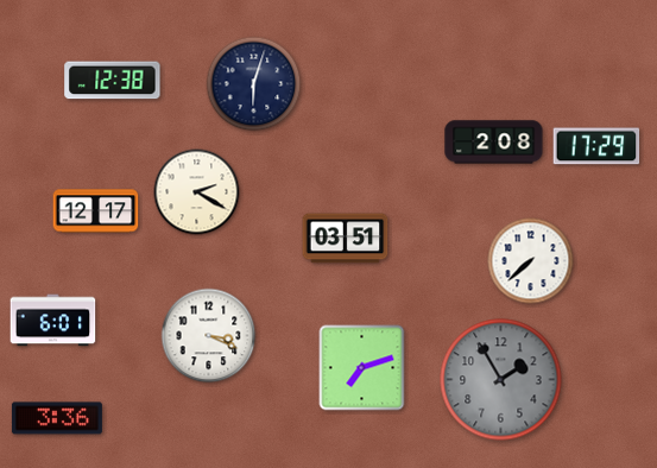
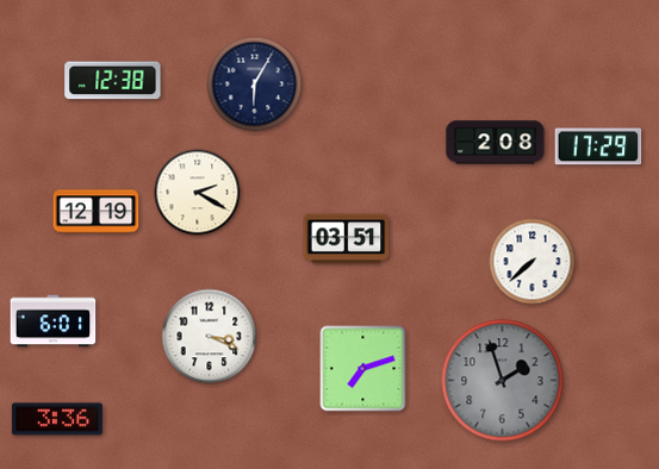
clock at (254, 84): 6:03 -> 6:05
clock at (96, 211): 12:17 -> 12:19
clock at (501, 380): 1:55 -> 1:57
